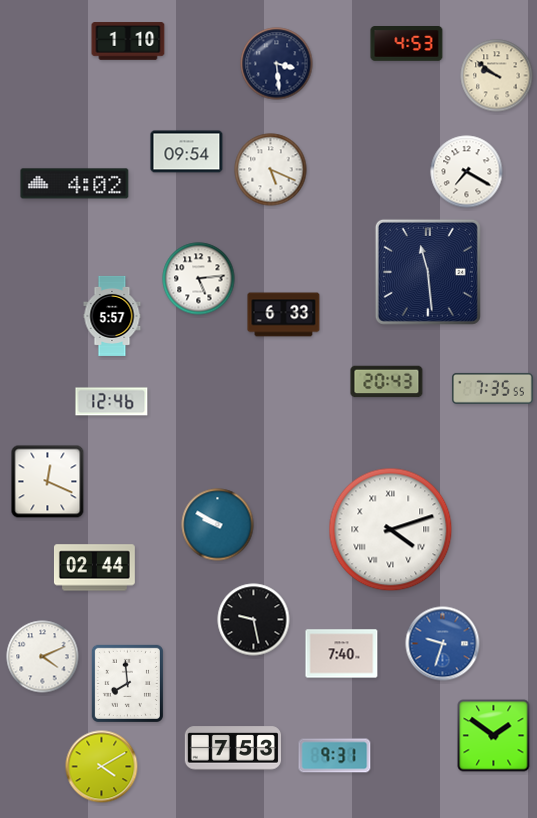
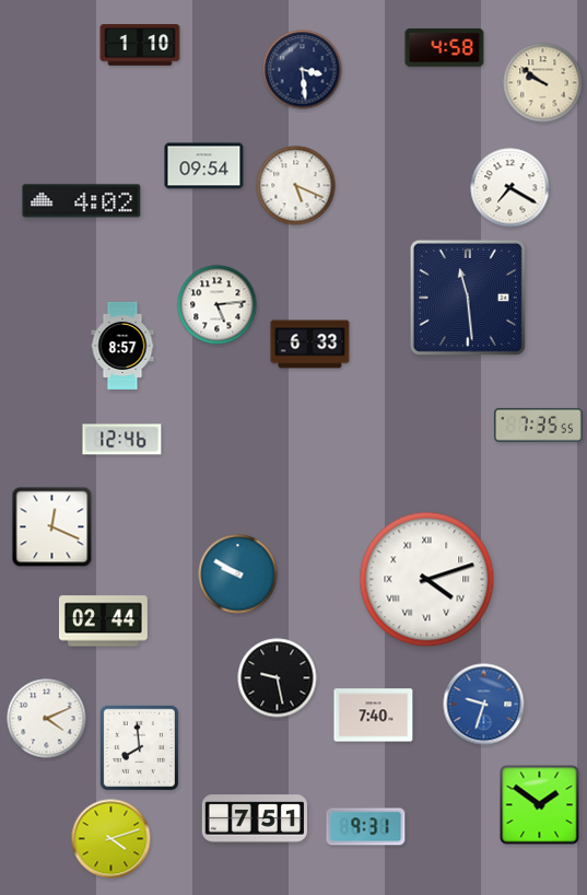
clock at (407, 44): 4:53 -> 4:58
clock at (112, 316): 5:57 -> 8:57
clock at (387, 382): 20:43 -> none
clock at (233, 748): 7:53 -> 7:51
clock at (102, 767): 4:10 -> 4:12
